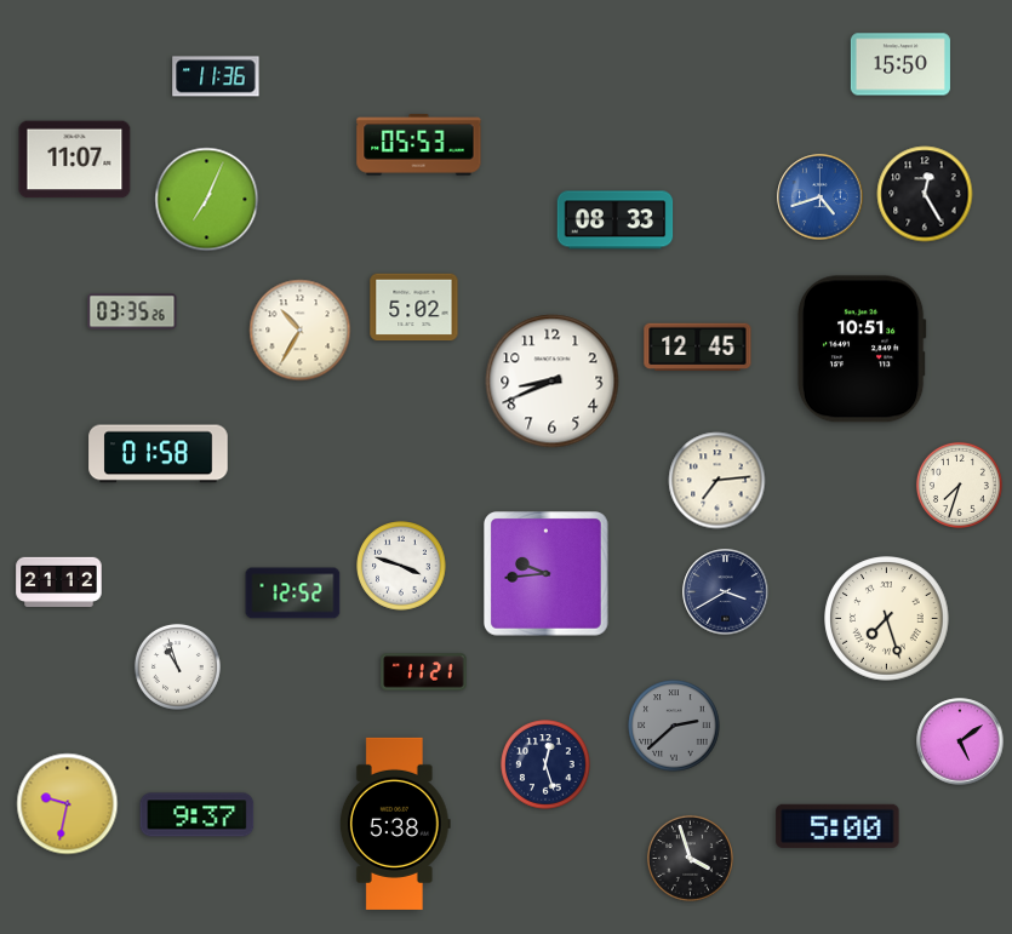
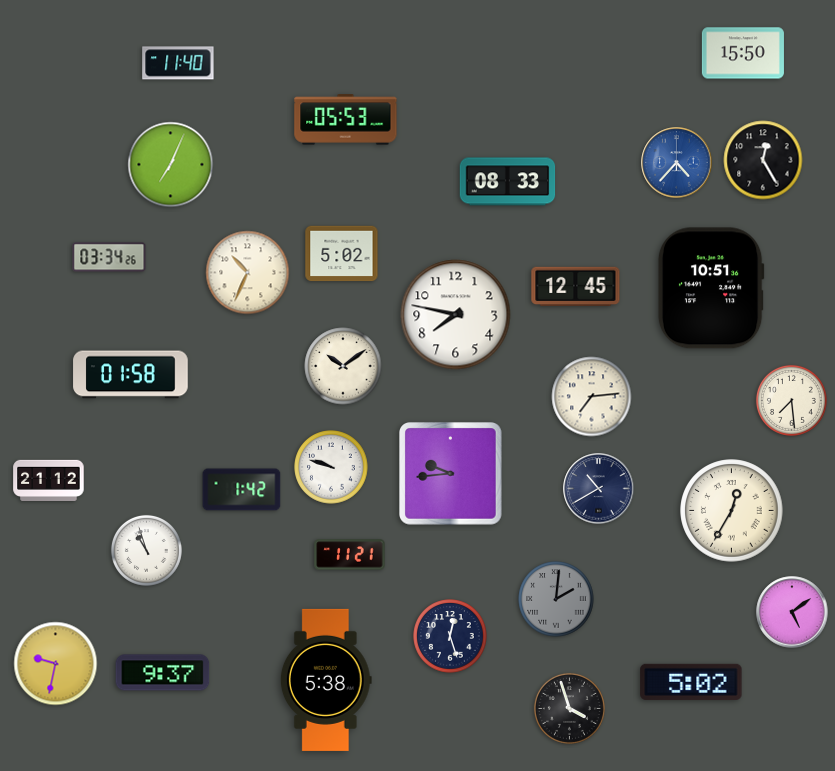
clock at (216, 76): 11:36 -> 11:40
clock at (75, 160): 11:07 -> none
clock at (821, 197): 4:42 -> 4:37
clock at (132, 311): 03:35 -> 03:34
clock at (301, 331): 10:35 -> 10:34
clock at (553, 382): 8:41 -> 7:47
clock at (343, 366): none -> 10:09
clock at (959, 485): 7:33 -> 7:29
clock at (401, 566): 3:48 -> 9:48
clock at (726, 592): 3:40 -> 10:40
clock at (293, 594): 12:52 -> 1:42
clock at (887, 619): 7:27 -> 12:35
clock at (674, 726): 2:38 -> 2:01
clock at (545, 764) position: (545, 764) -> (450, 636)
clock at (837, 826): 5:00 -> 5:02
